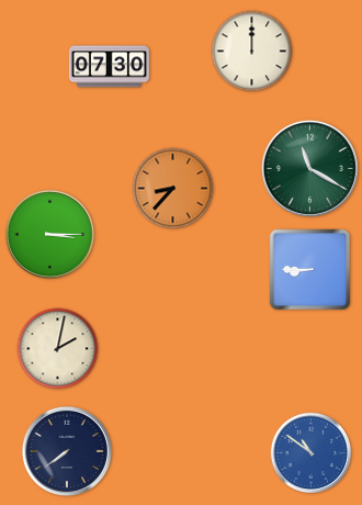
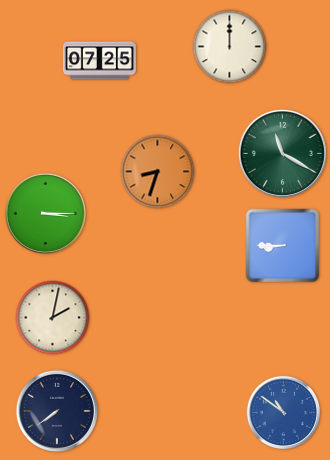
clock at (109, 67): 07:30 -> 07:25
clock at (173, 189): 8:37 -> 8:33
clock at (67, 451) position: (67, 451) -> (57, 411)
